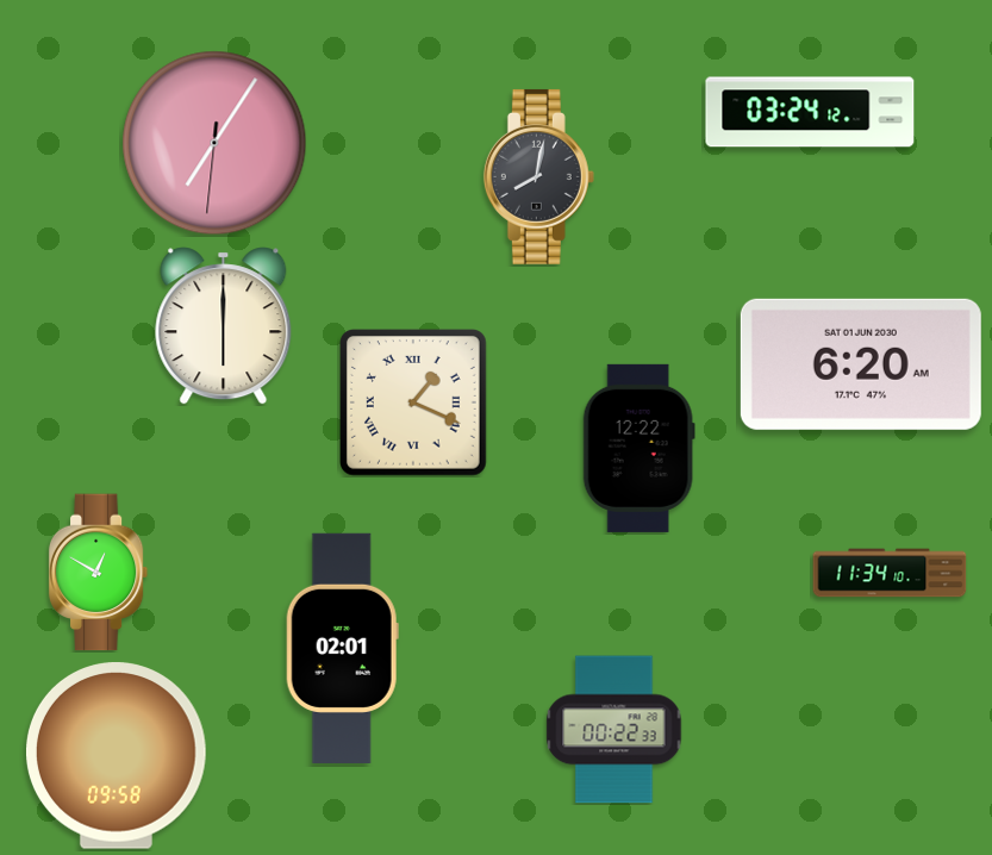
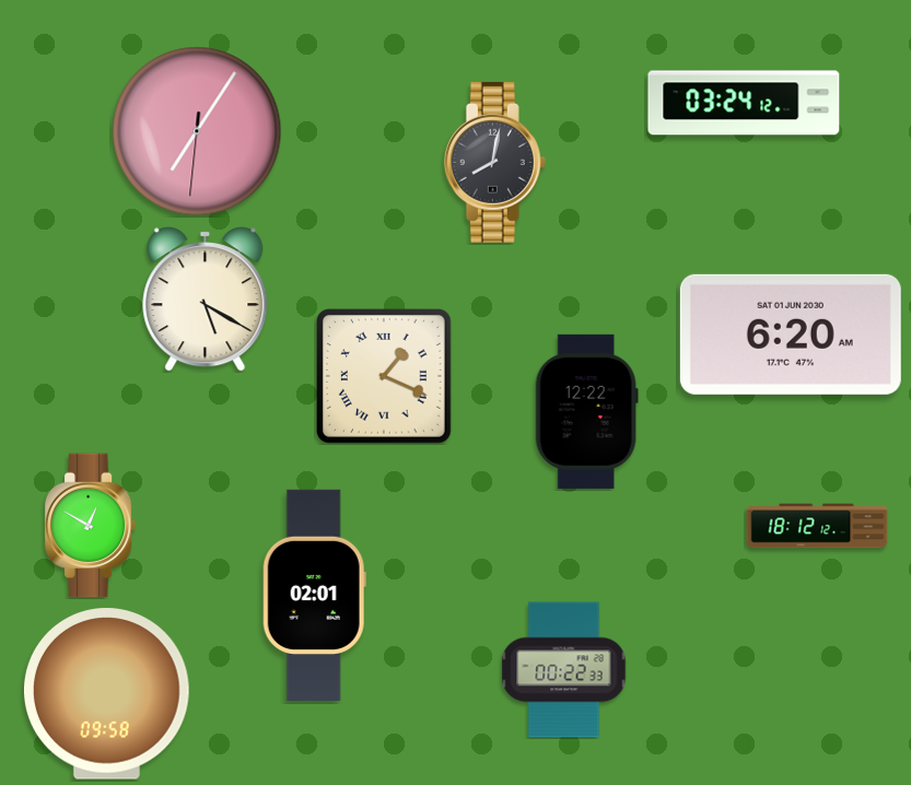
clock at (224, 326): 6:00 -> 5:20
clock at (414, 404) position: (414, 404) -> (385, 377)
clock at (890, 573): 11:34 -> 18:12
